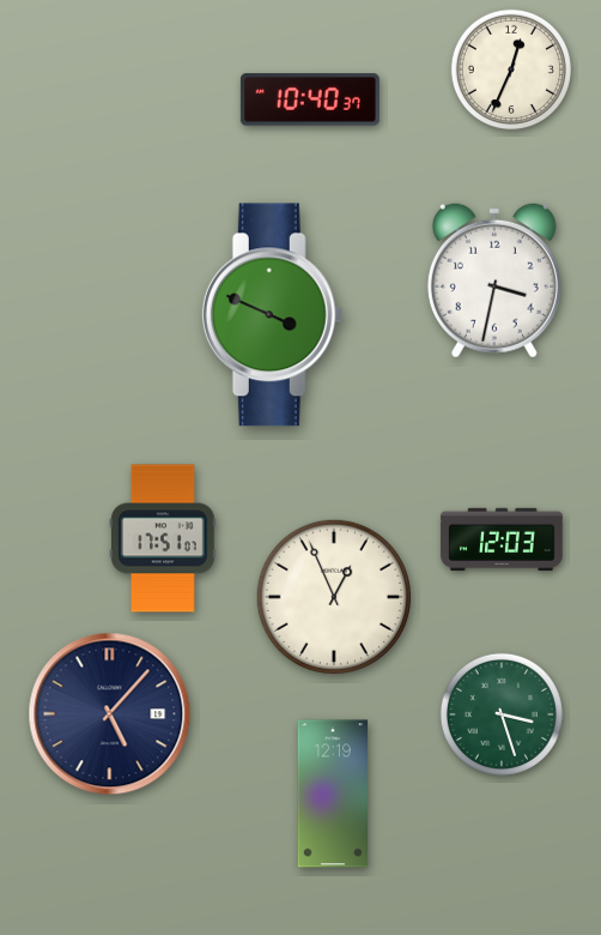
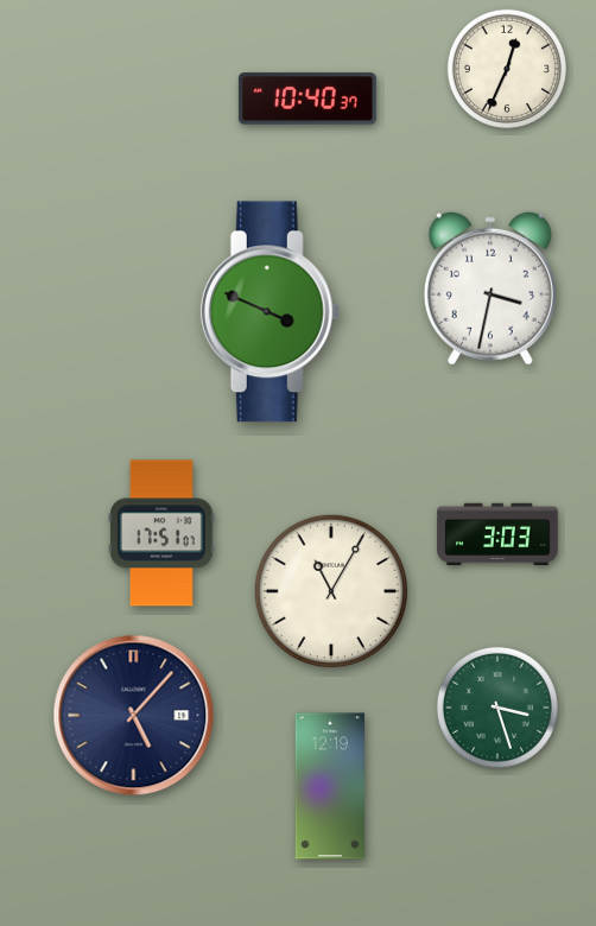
clock at (494, 280) position: (494, 280) -> (490, 288)
clock at (502, 539): 12:03 -> 3:03
clock at (334, 597): 12:56 -> 11:05
clock at (110, 714) position: (110, 714) -> (134, 716)
